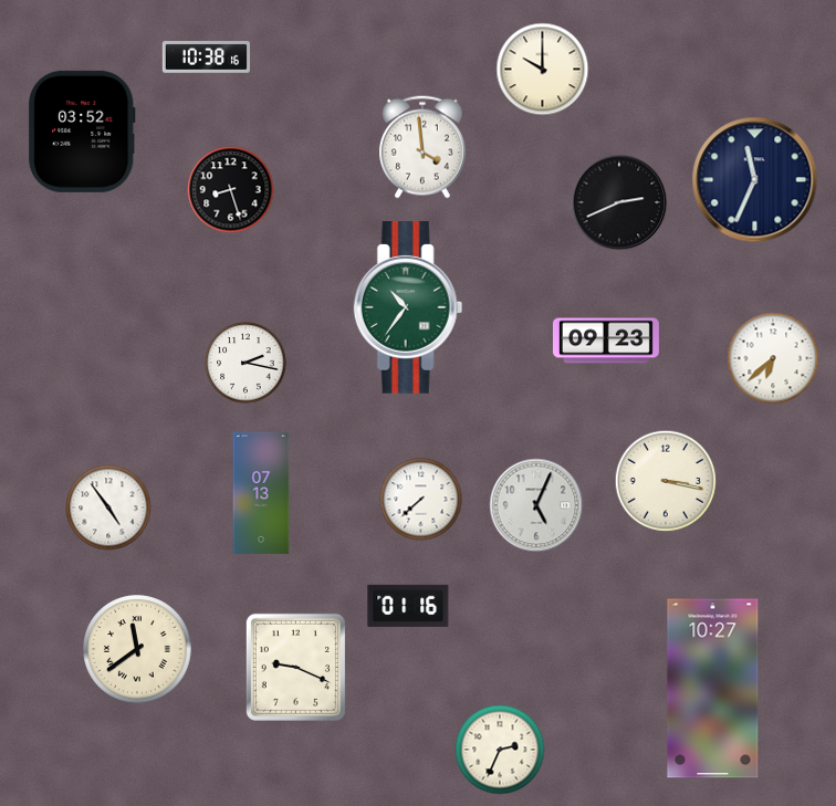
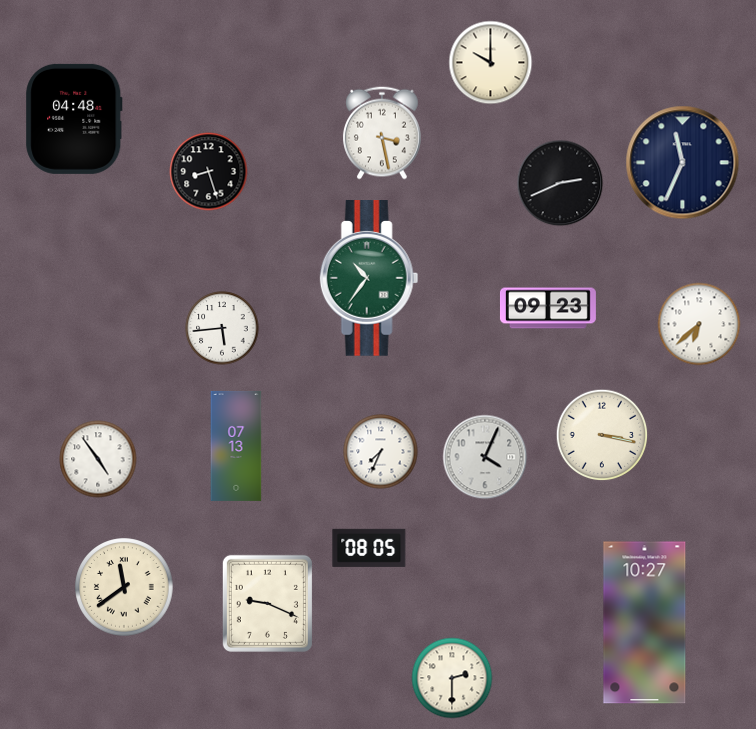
clock at (206, 57): 10:38 -> none
clock at (82, 132): 03:52 -> 04:48
clock at (424, 147): 3:59 -> 3:28
clock at (245, 363): 2:17 -> 5:44
clock at (421, 500): 7:38 -> 7:34
clock at (536, 505): 5:04 -> 4:04
clock at (408, 606): 01:16 -> 08:05
clock at (500, 750): 2:34 -> 2:30
